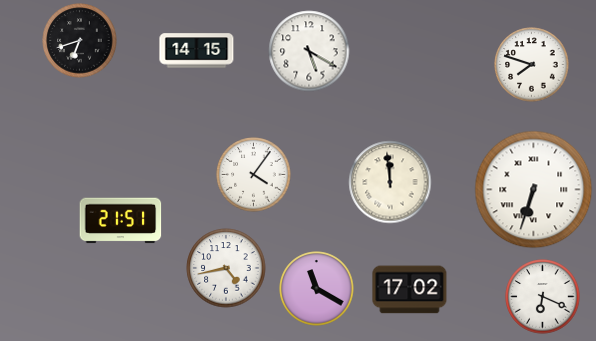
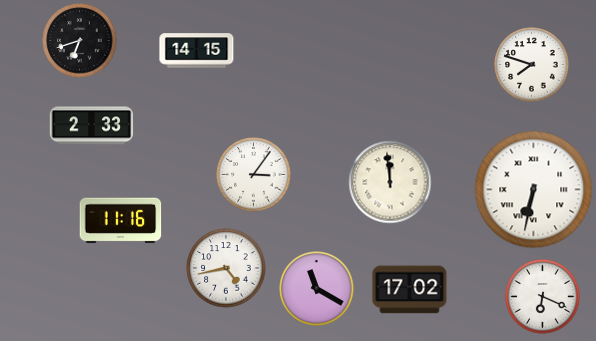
clock at (309, 51): 5:20 -> none
clock at (92, 126): none -> 2:33
clock at (254, 175): 4:06 -> 3:06
clock at (534, 190): 6:33 -> 6:32
clock at (121, 221): 21:51 -> 11:16
